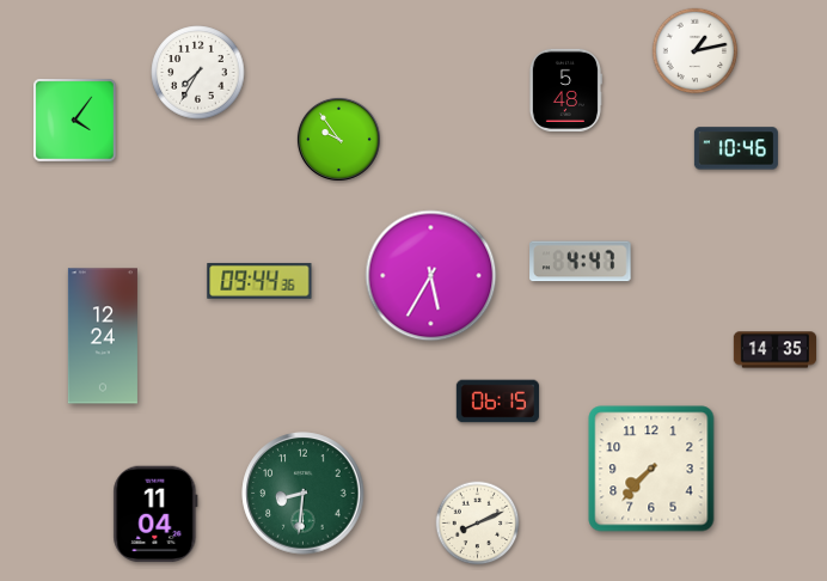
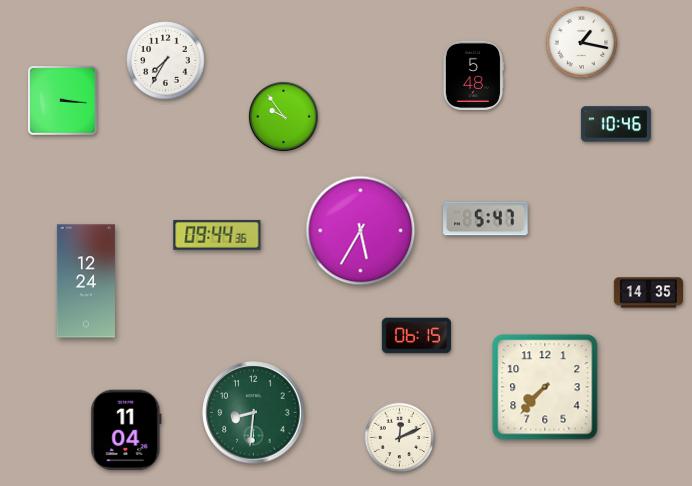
clock at (696, 51): 1:13 -> 1:17
clock at (75, 121): 4:06 -> 3:16
clock at (581, 262): 4:47 -> 5:47
clock at (651, 469) position: (651, 469) -> (545, 387)
clock at (155, 514) position: (155, 514) -> (126, 430)
clock at (478, 524): 8:11 -> 12:11
